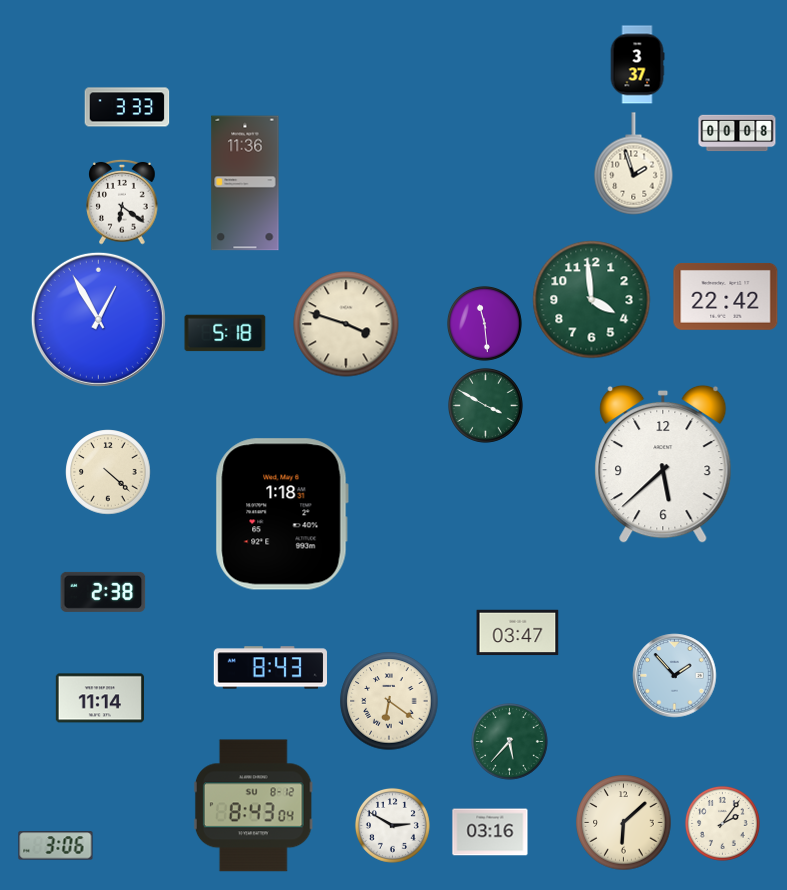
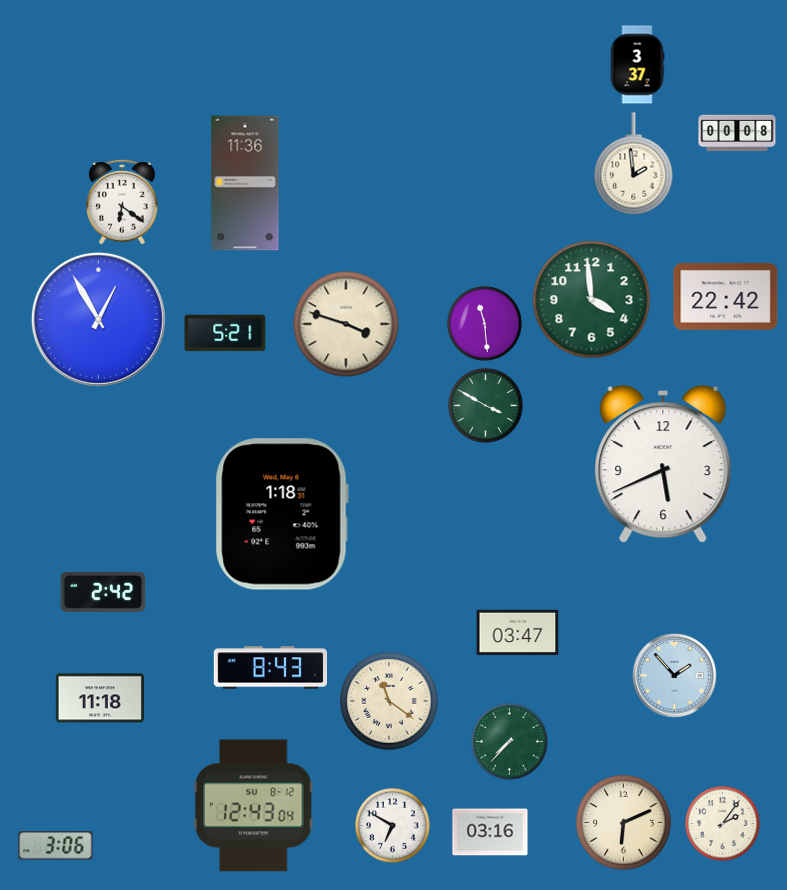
clock at (127, 107): 3:33 -> none
clock at (634, 164): 1:57 -> 1:59
clock at (225, 333): 5:18 -> 5:21
clock at (663, 464): 5:38 -> 5:41
clock at (108, 472): 4:22 -> none
clock at (103, 592): 2:38 -> 2:42
clock at (100, 698): 11:14 -> 11:18
clock at (389, 701): 6:21 -> 11:21
clock at (510, 742): 5:37 -> 7:37
clock at (253, 806): 8:43 -> 12:43
clock at (624, 823): 6:08 -> 6:11
clock at (393, 826): 2:50 -> 6:50
